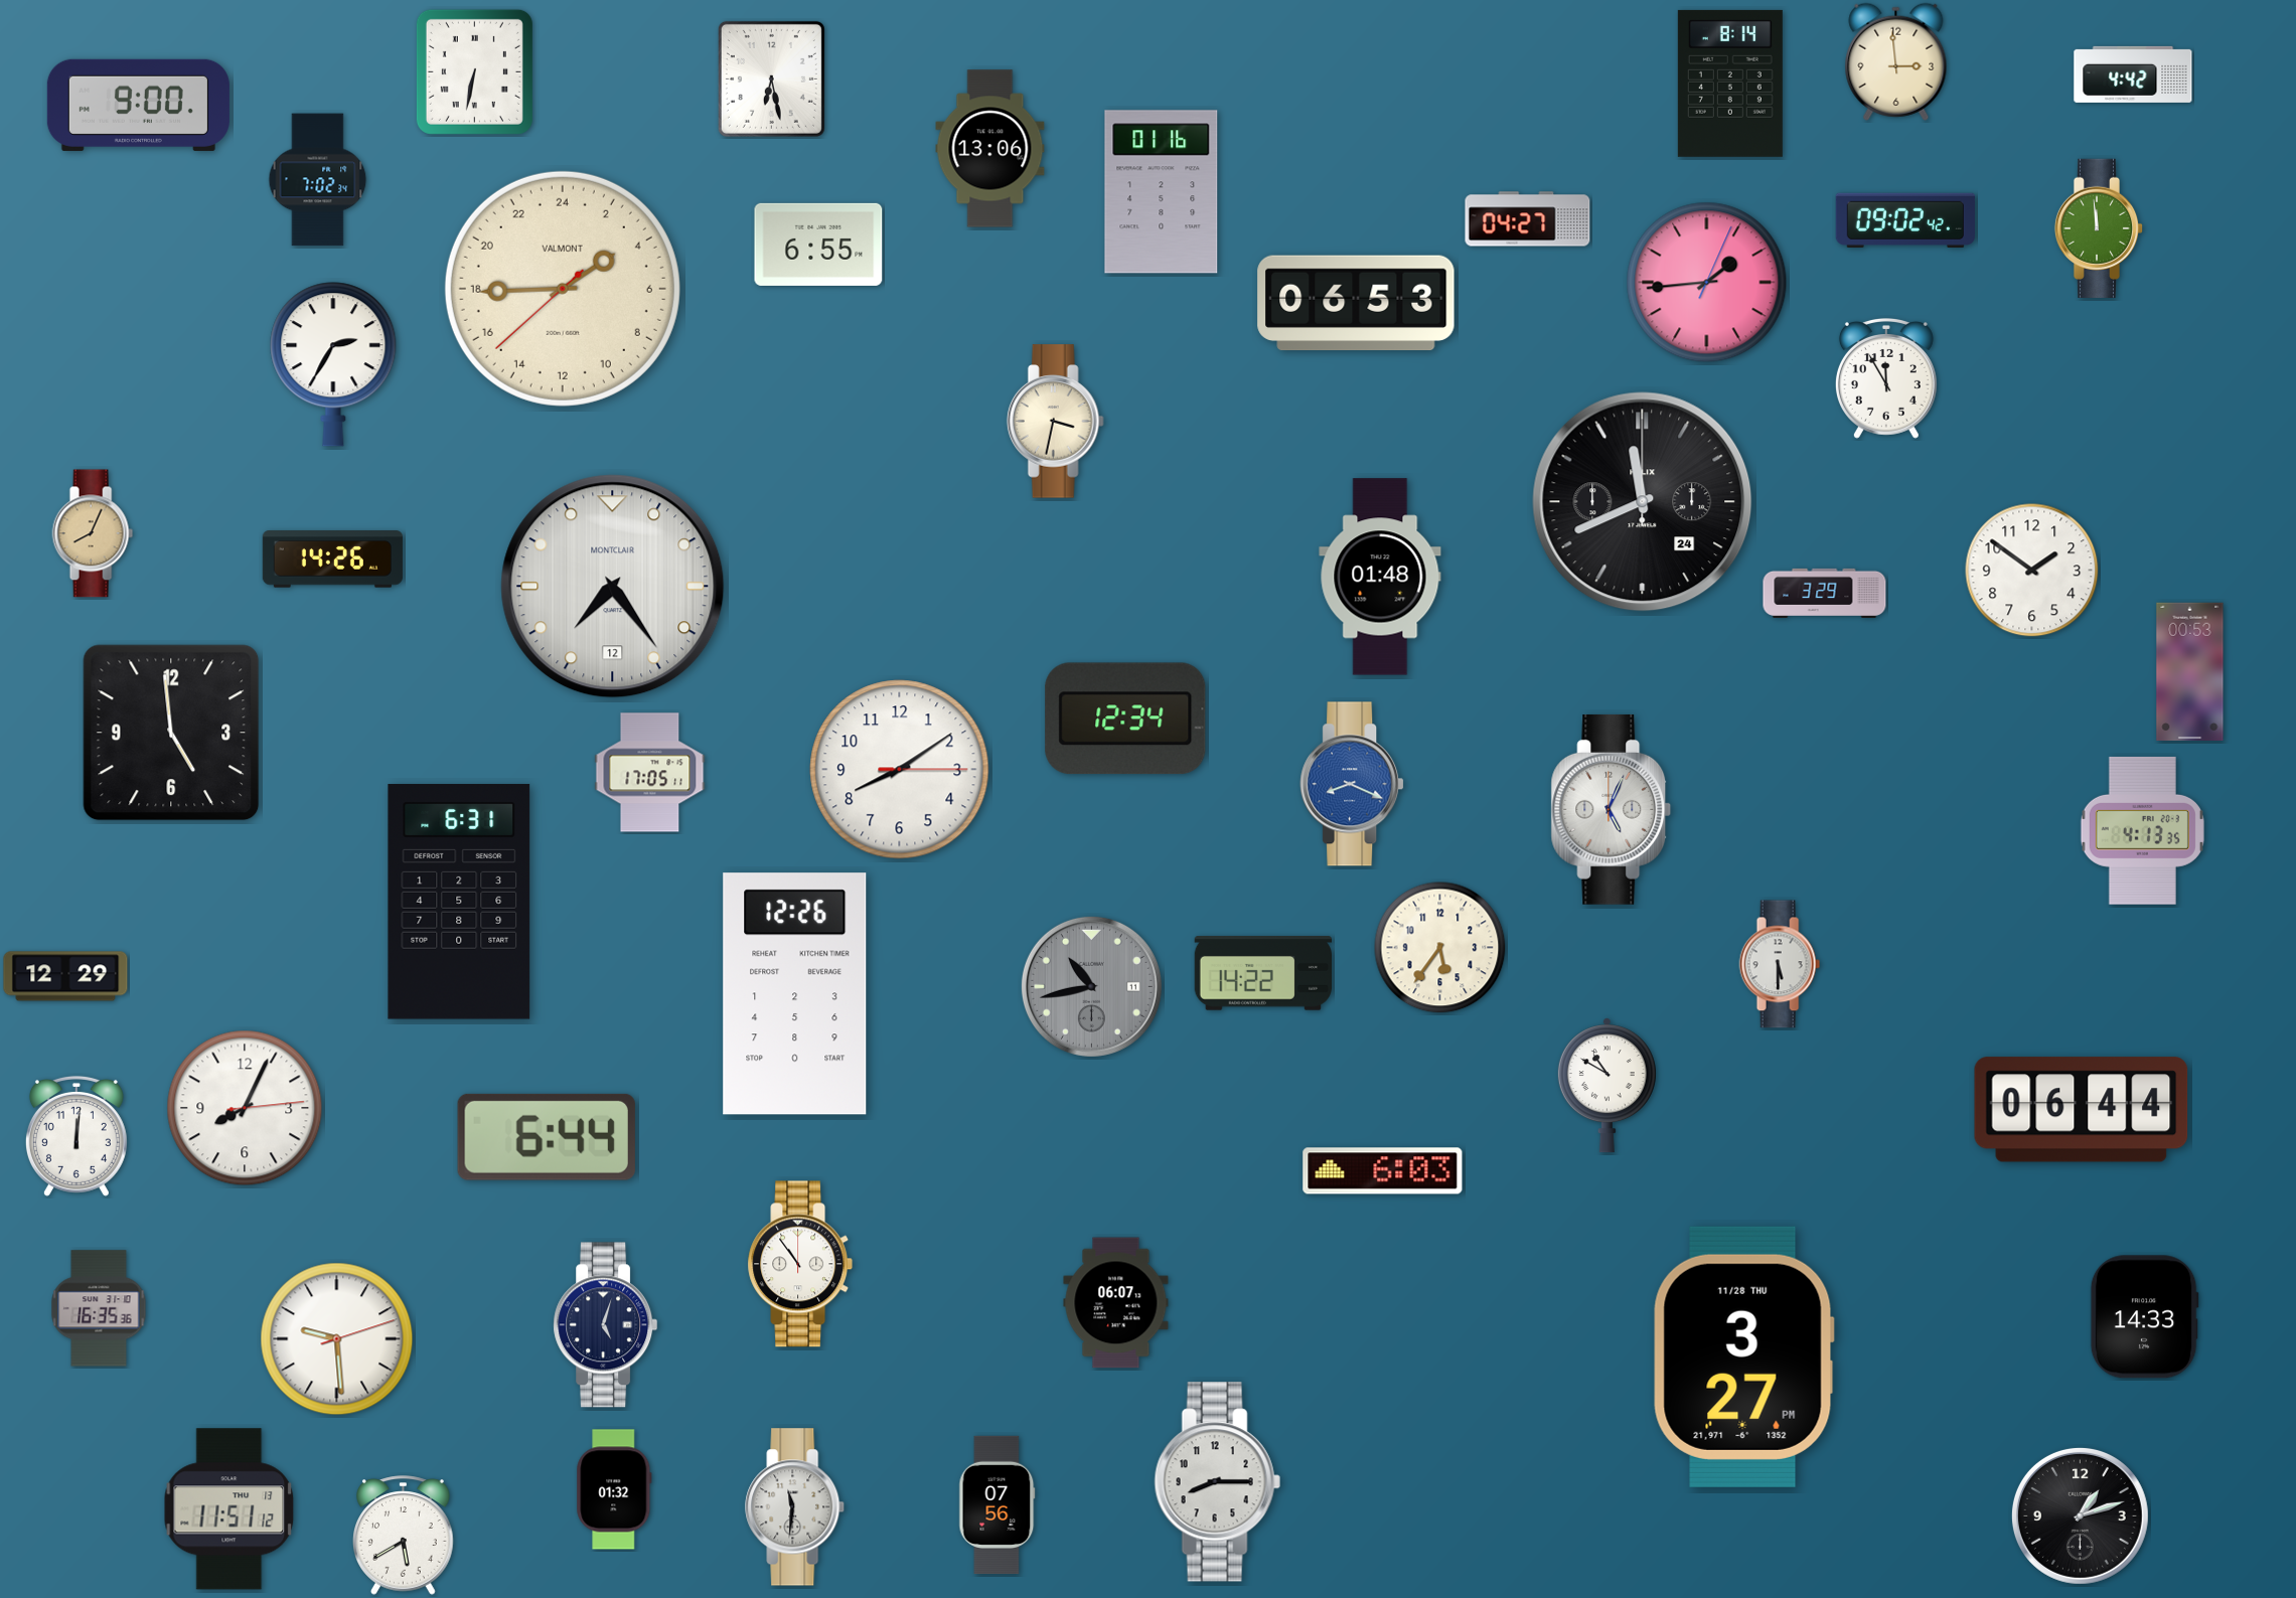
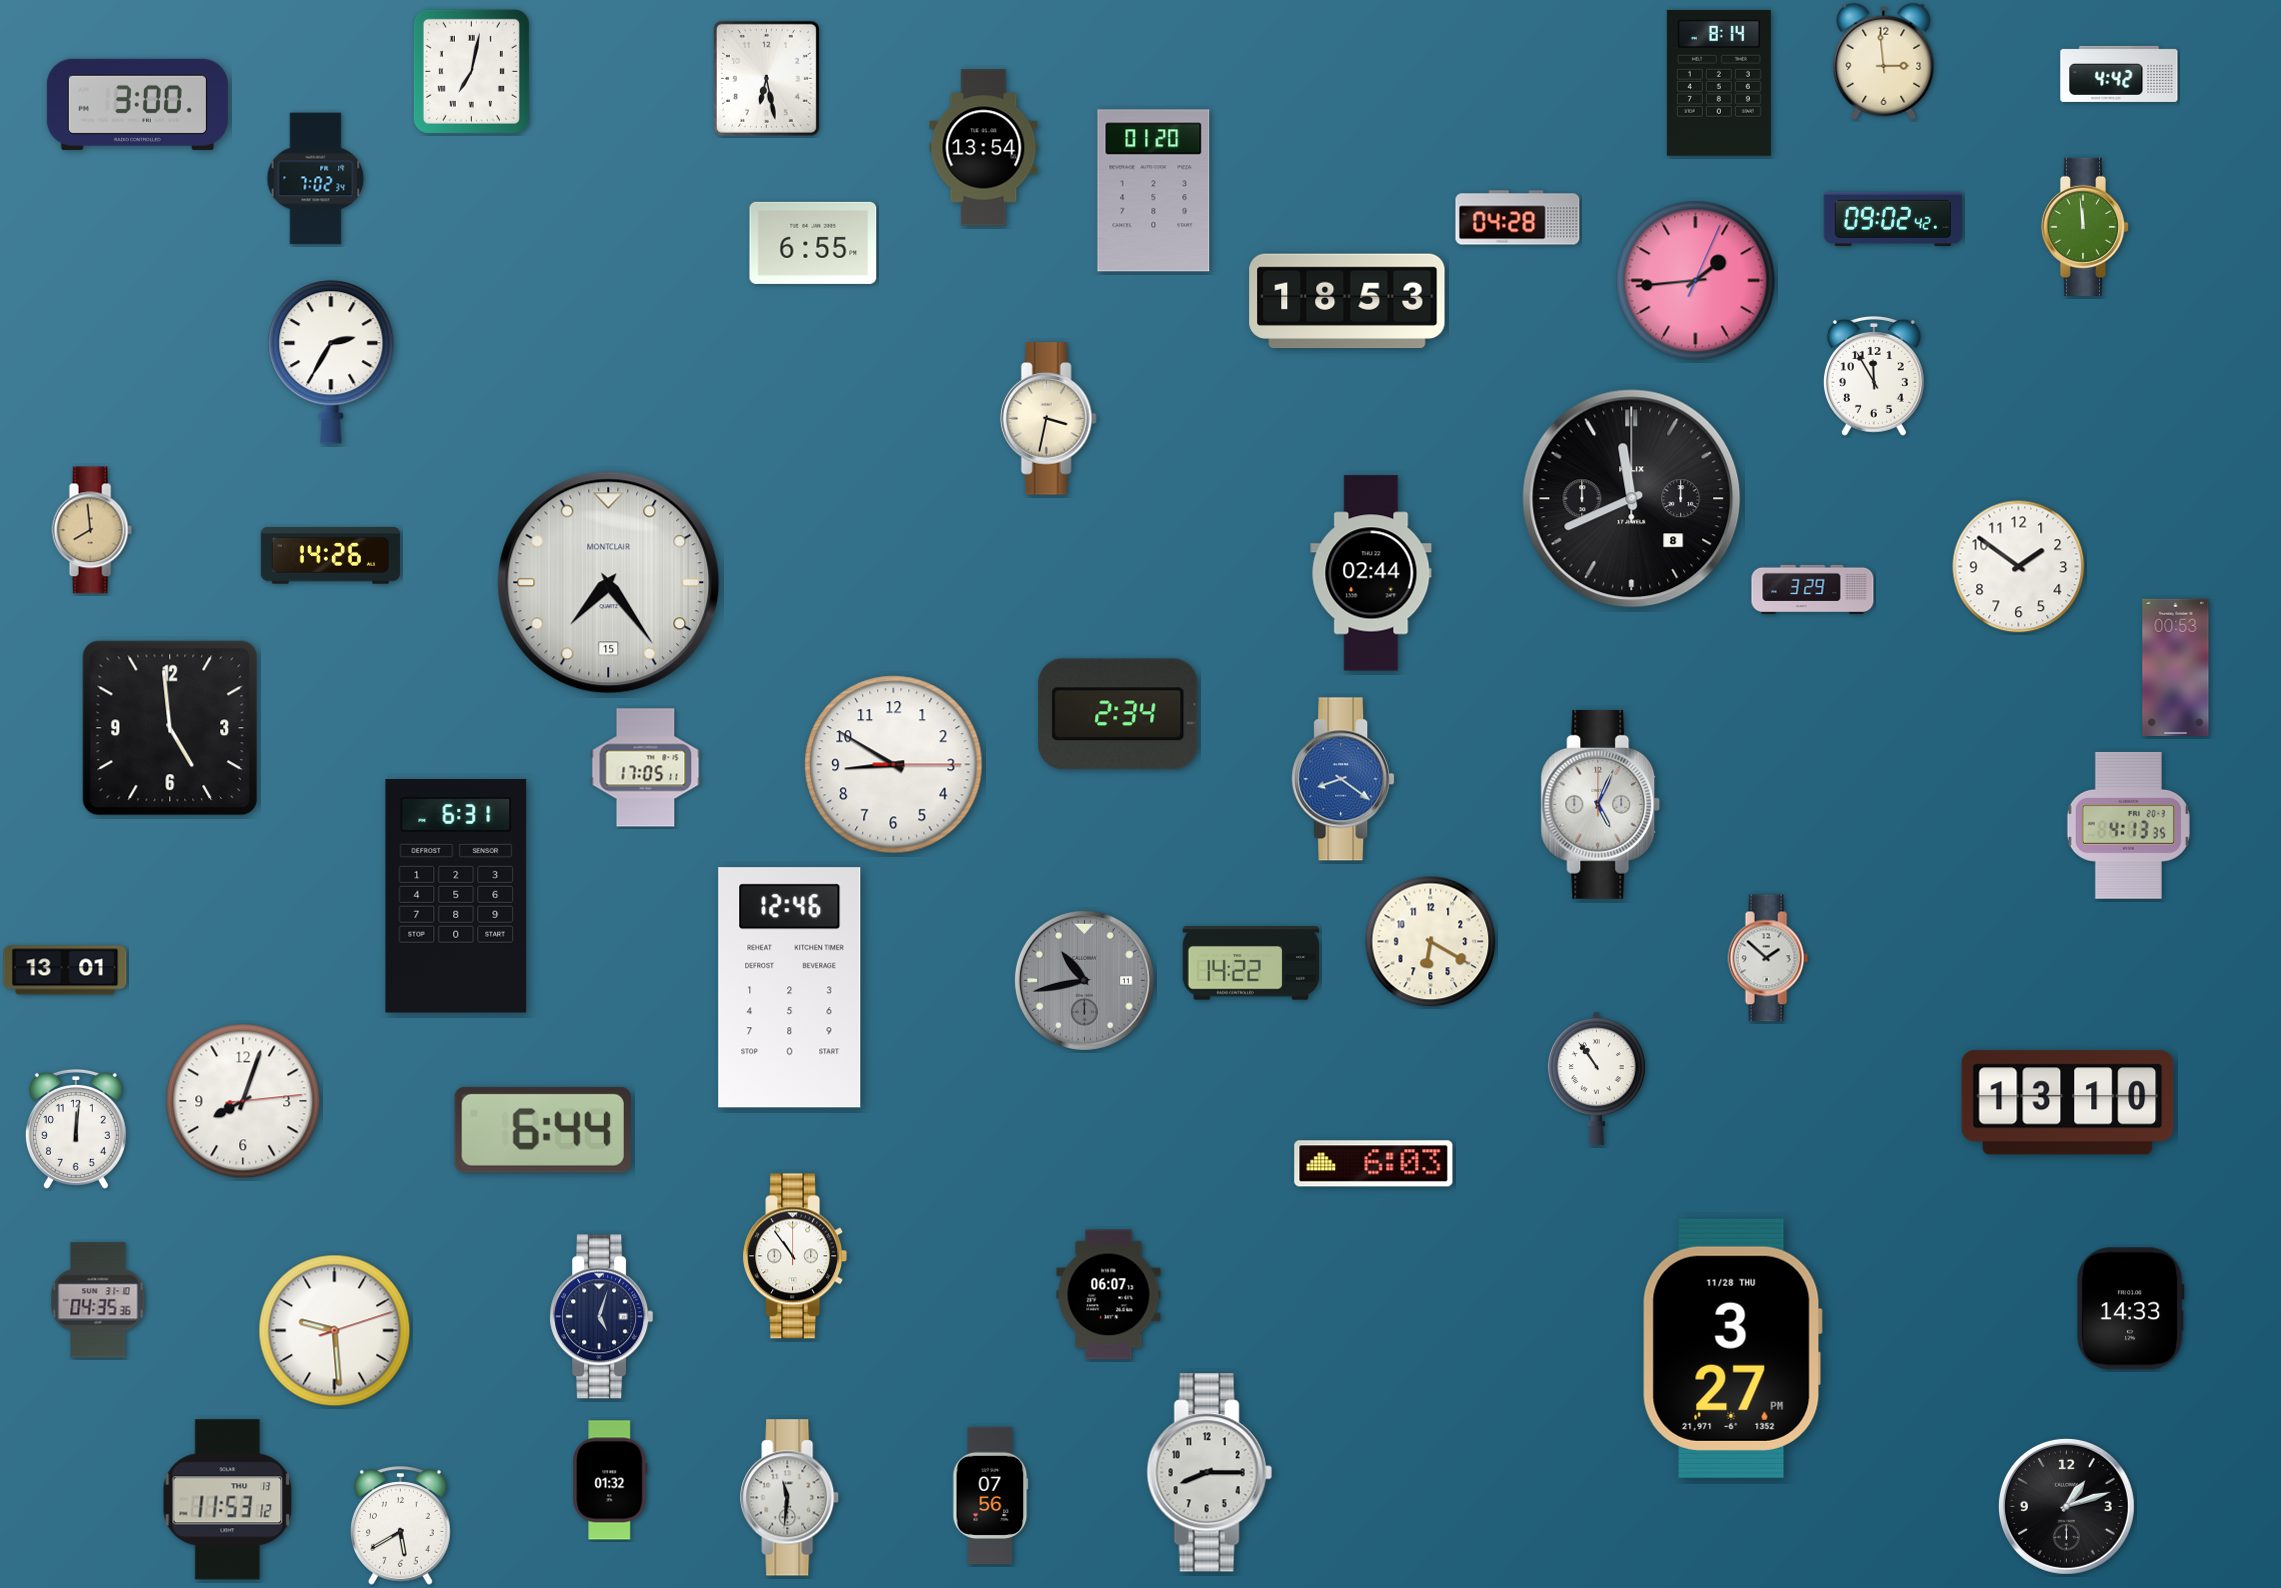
clock at (474, 71): 6:32 -> 7:02
clock at (138, 105): 9:00 -> 3:00
clock at (990, 149): 13:06 -> 13:54
clock at (1162, 192): 01:16 -> 01:20
clock at (1528, 219): 04:27 -> 04:28
clock at (563, 289): 3:44 -> none
clock at (1356, 303): 06:53 -> 18:53
clock at (1643, 502) date: 24 -> 8
clock at (93, 533): 8:04 -> 7:59
clock at (1380, 577): 01:48 -> 02:44
clock at (613, 587) date: 12 -> 15
clock at (1125, 718): 12:34 -> 2:34
clock at (900, 770): 8:09 -> 8:50
clock at (1352, 784): 8:19 -> 8:21
clock at (1440, 948): 5:36 -> 6:20
clock at (1780, 964): 5:30 -> 1:52
clock at (1262, 973) position: (1262, 973) -> (1250, 963)
clock at (65, 976): 12:29 -> 13:01
clock at (795, 994): 12:26 -> 12:46
clock at (1606, 1086): 10:50 -> 10:54
clock at (245, 1108): 8:04 -> 8:03
clock at (2082, 1110): 06:44 -> 13:10
clock at (99, 1308): 16:35 -> 04:35
clock at (229, 1509): 11:51 -> 11:53
